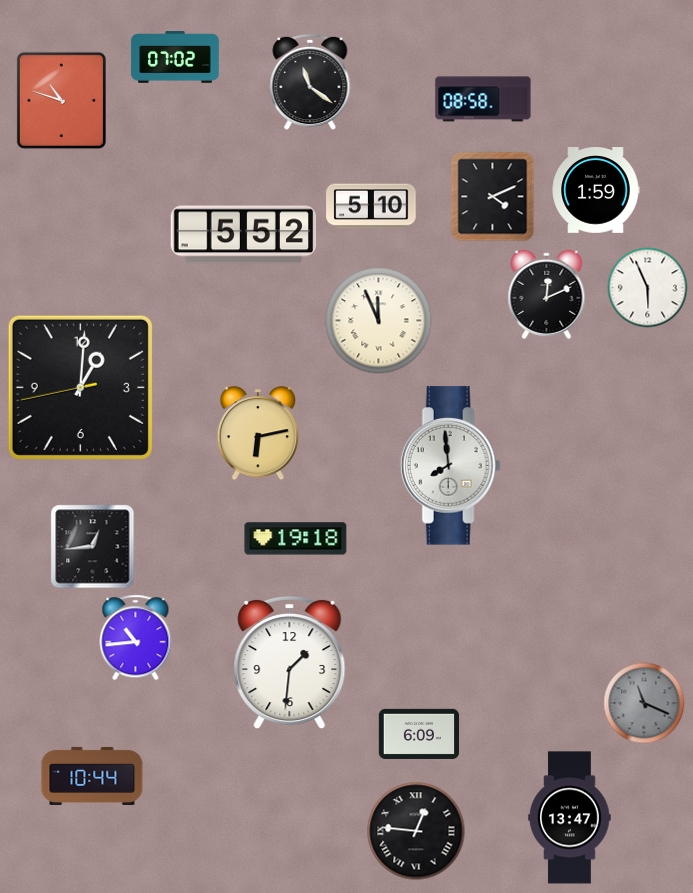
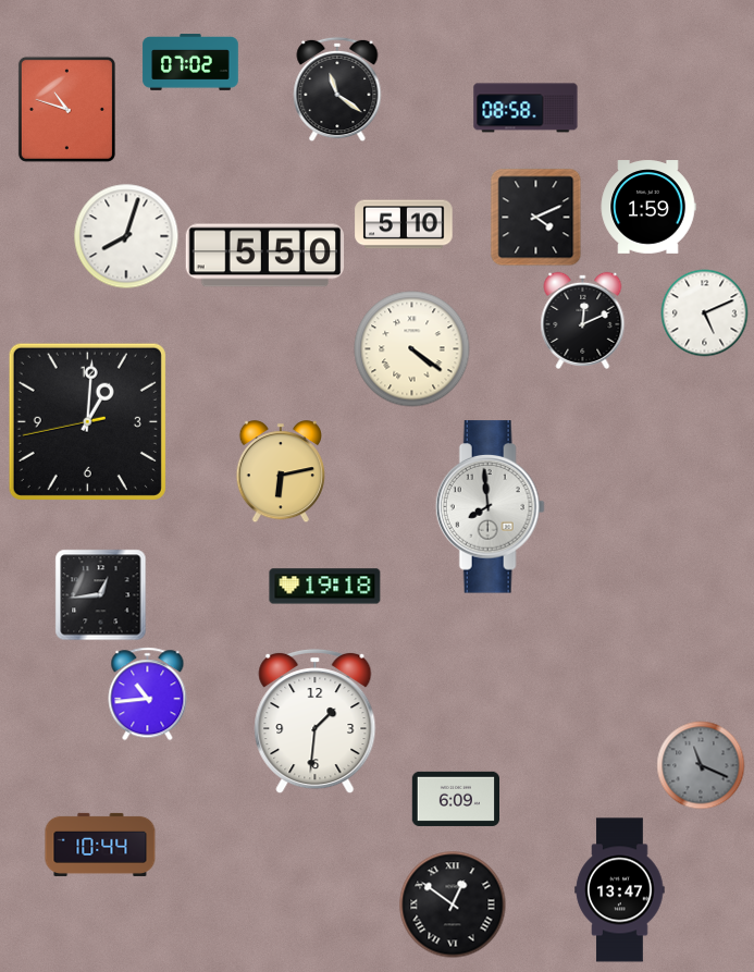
clock at (493, 197) position: (493, 197) -> (536, 218)
clock at (126, 236): none -> 8:03
clock at (244, 235): 5:52 -> 5:50
clock at (648, 288): 5:56 -> 5:11
clock at (547, 294) position: (547, 294) -> (583, 320)
clock at (379, 321): 11:56 -> 4:21
clock at (296, 539) position: (296, 539) -> (325, 587)
clock at (416, 831): 12:46 -> 12:51
